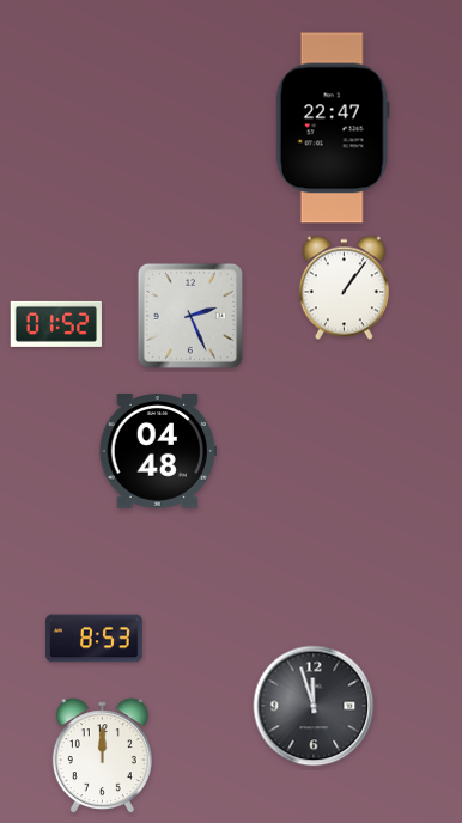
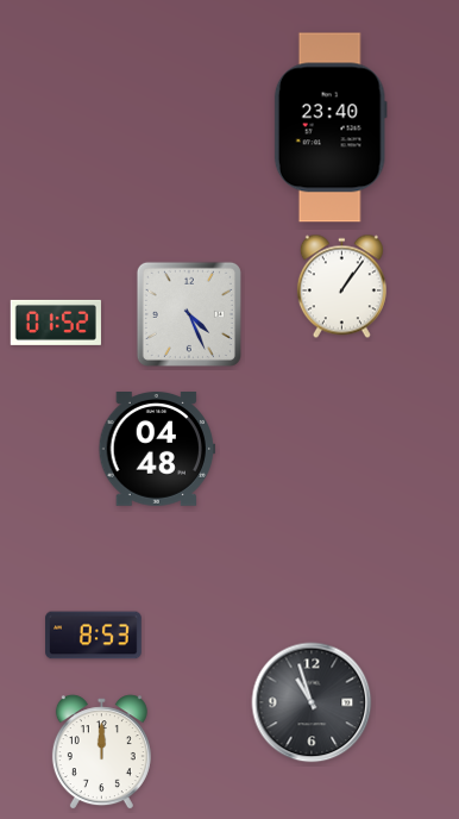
clock at (333, 128): 22:47 -> 23:40
clock at (190, 316): 2:26 -> 4:26
clock at (314, 706): 11:57 -> 10:57
